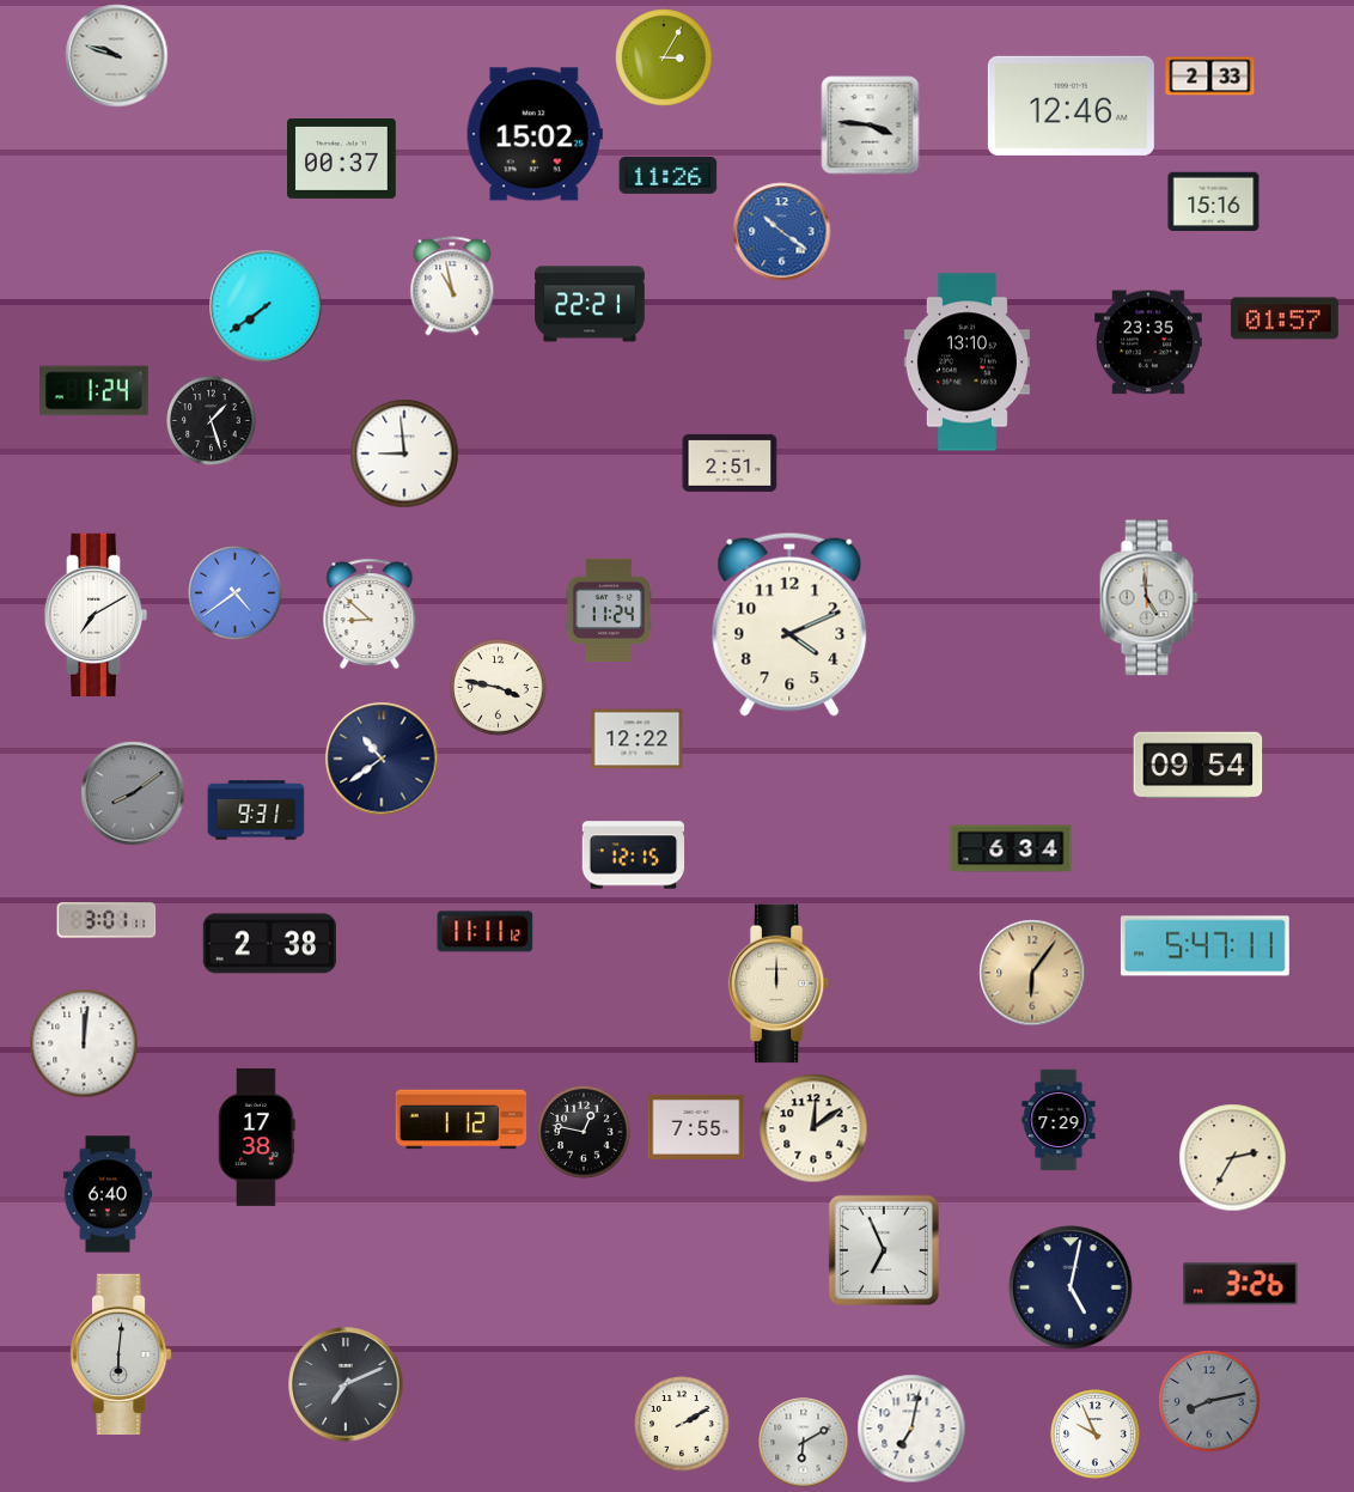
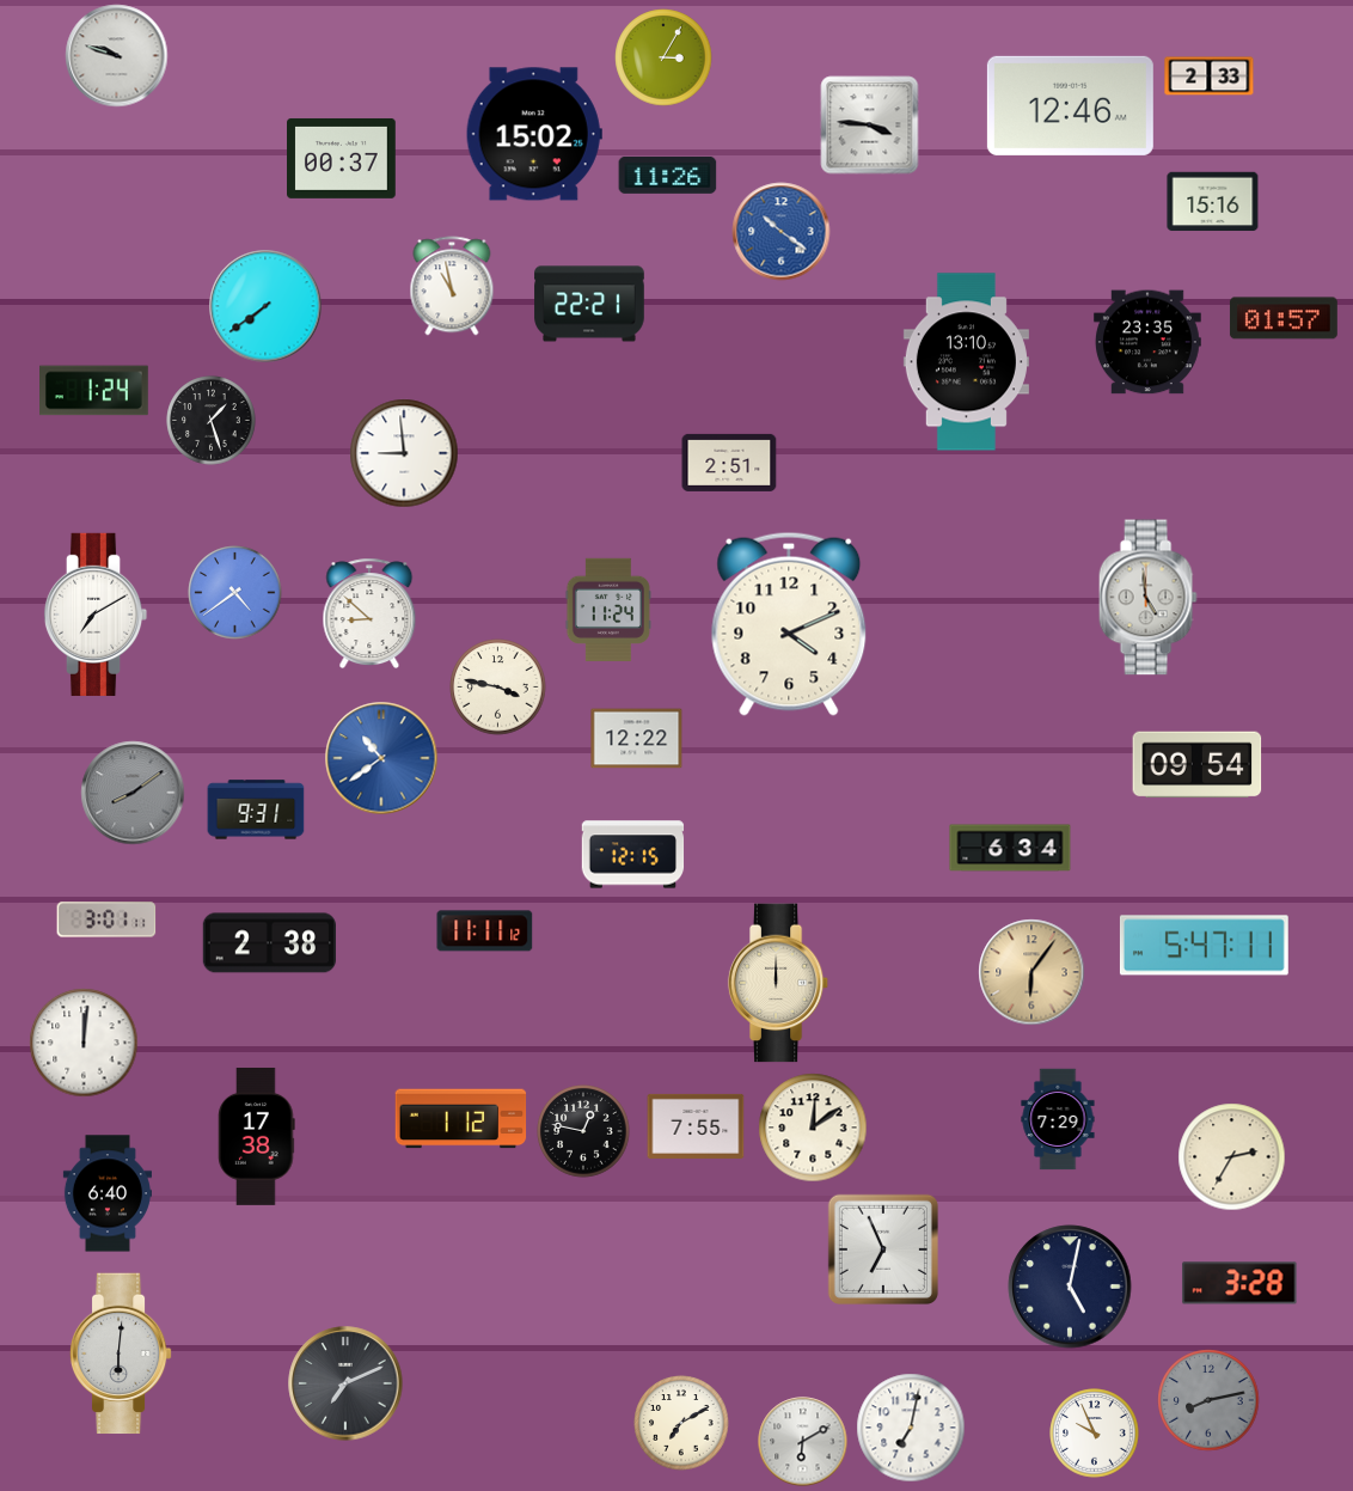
clock at (382, 759) dial: navy -> blue
clock at (1240, 1284): 3:26 -> 3:28
clock at (682, 1424): 2:10 -> 7:10
